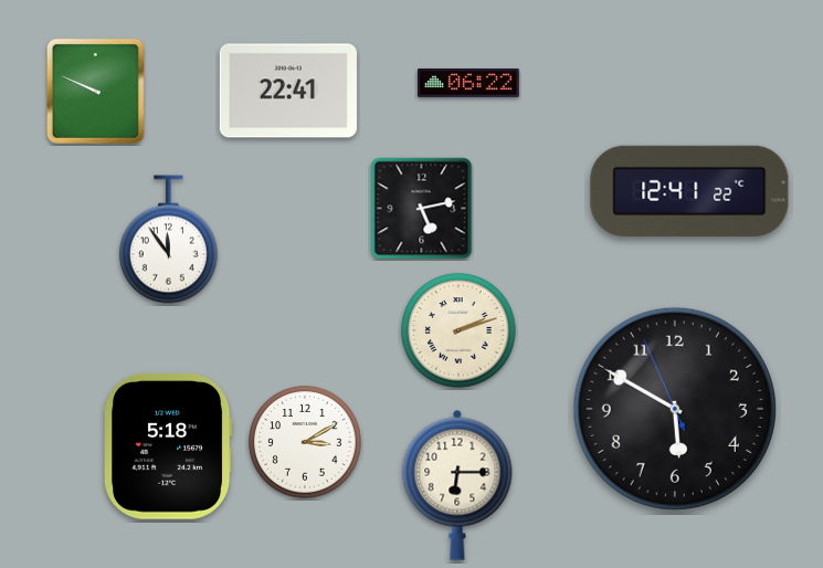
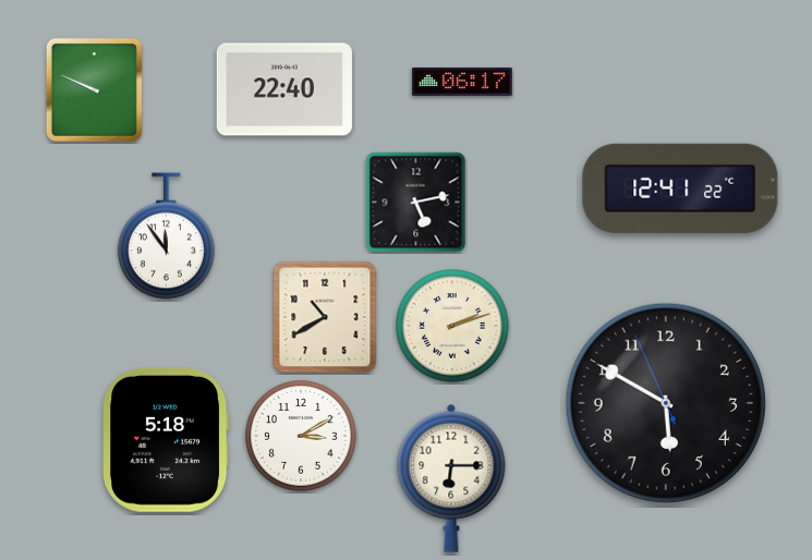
clock at (468, 83): 06:22 -> 06:17
clock at (288, 91): 22:41 -> 22:40
clock at (422, 209) position: (422, 209) -> (416, 203)
clock at (325, 317): none -> 10:40
